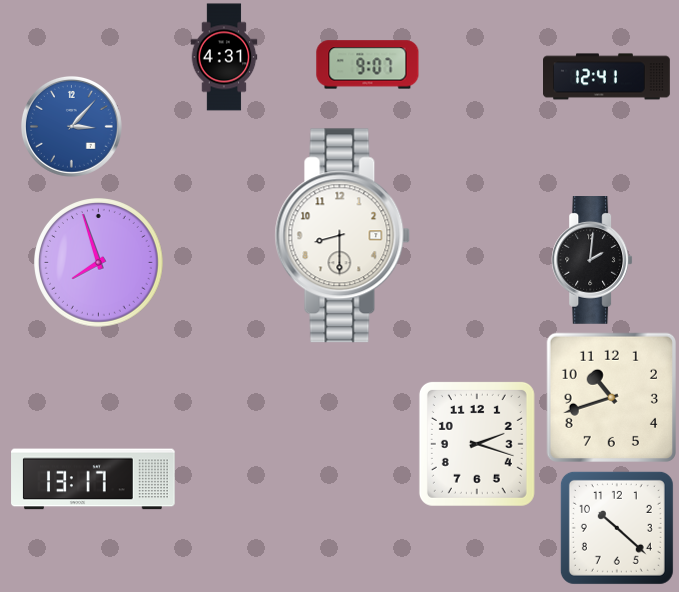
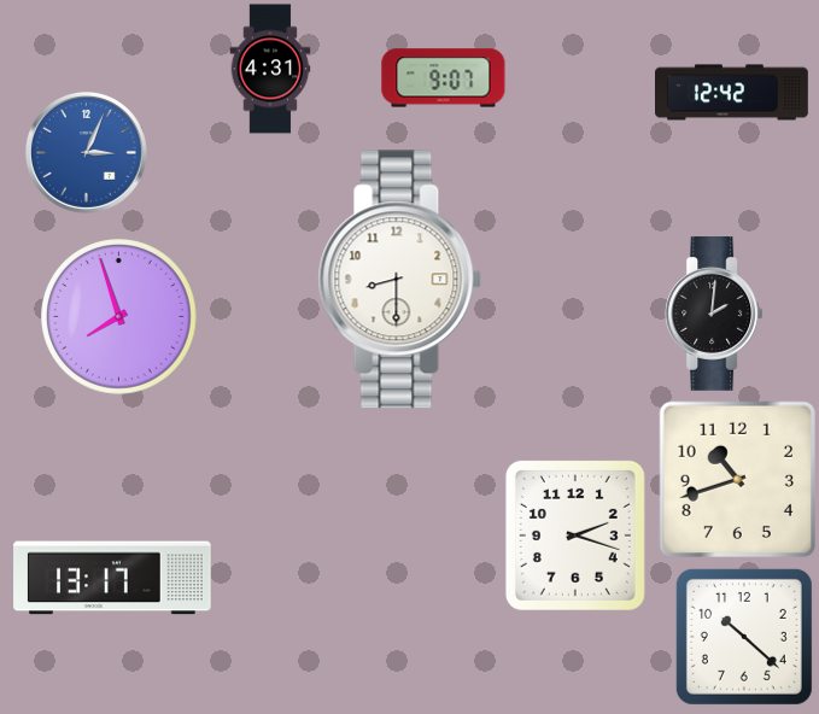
clock at (607, 77): 12:41 -> 12:42
clock at (72, 127): 3:07 -> 3:04
clock at (343, 236) position: (343, 236) -> (400, 280)
